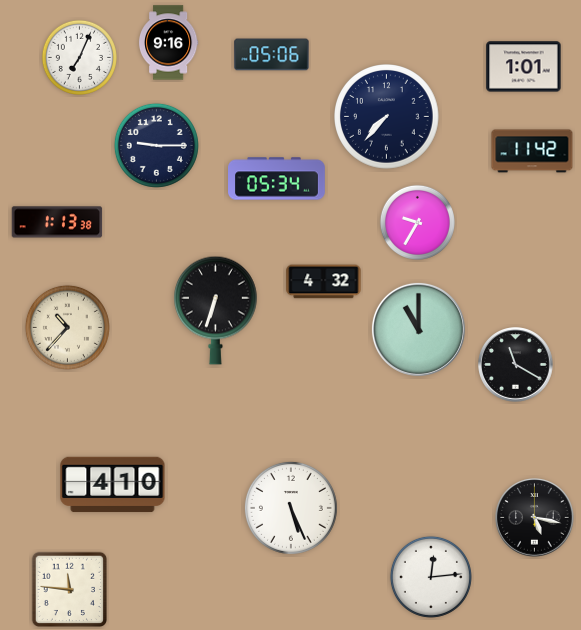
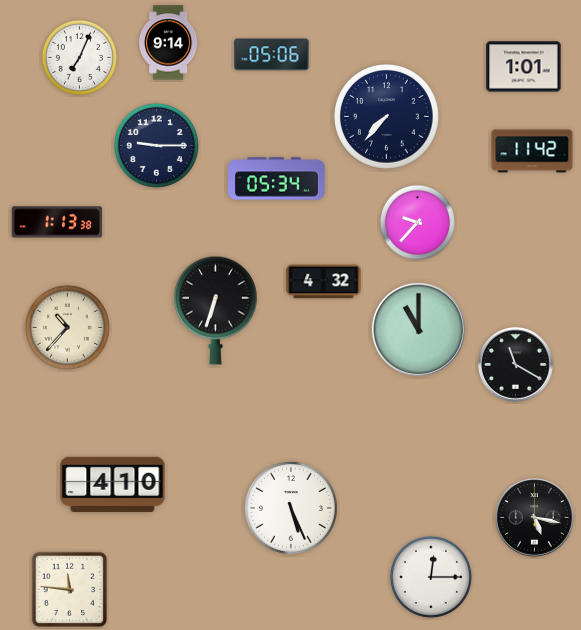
clock at (168, 43): 9:16 -> 9:14
clock at (417, 222): 9:35 -> 9:37
clock at (431, 577): 12:14 -> 12:15
